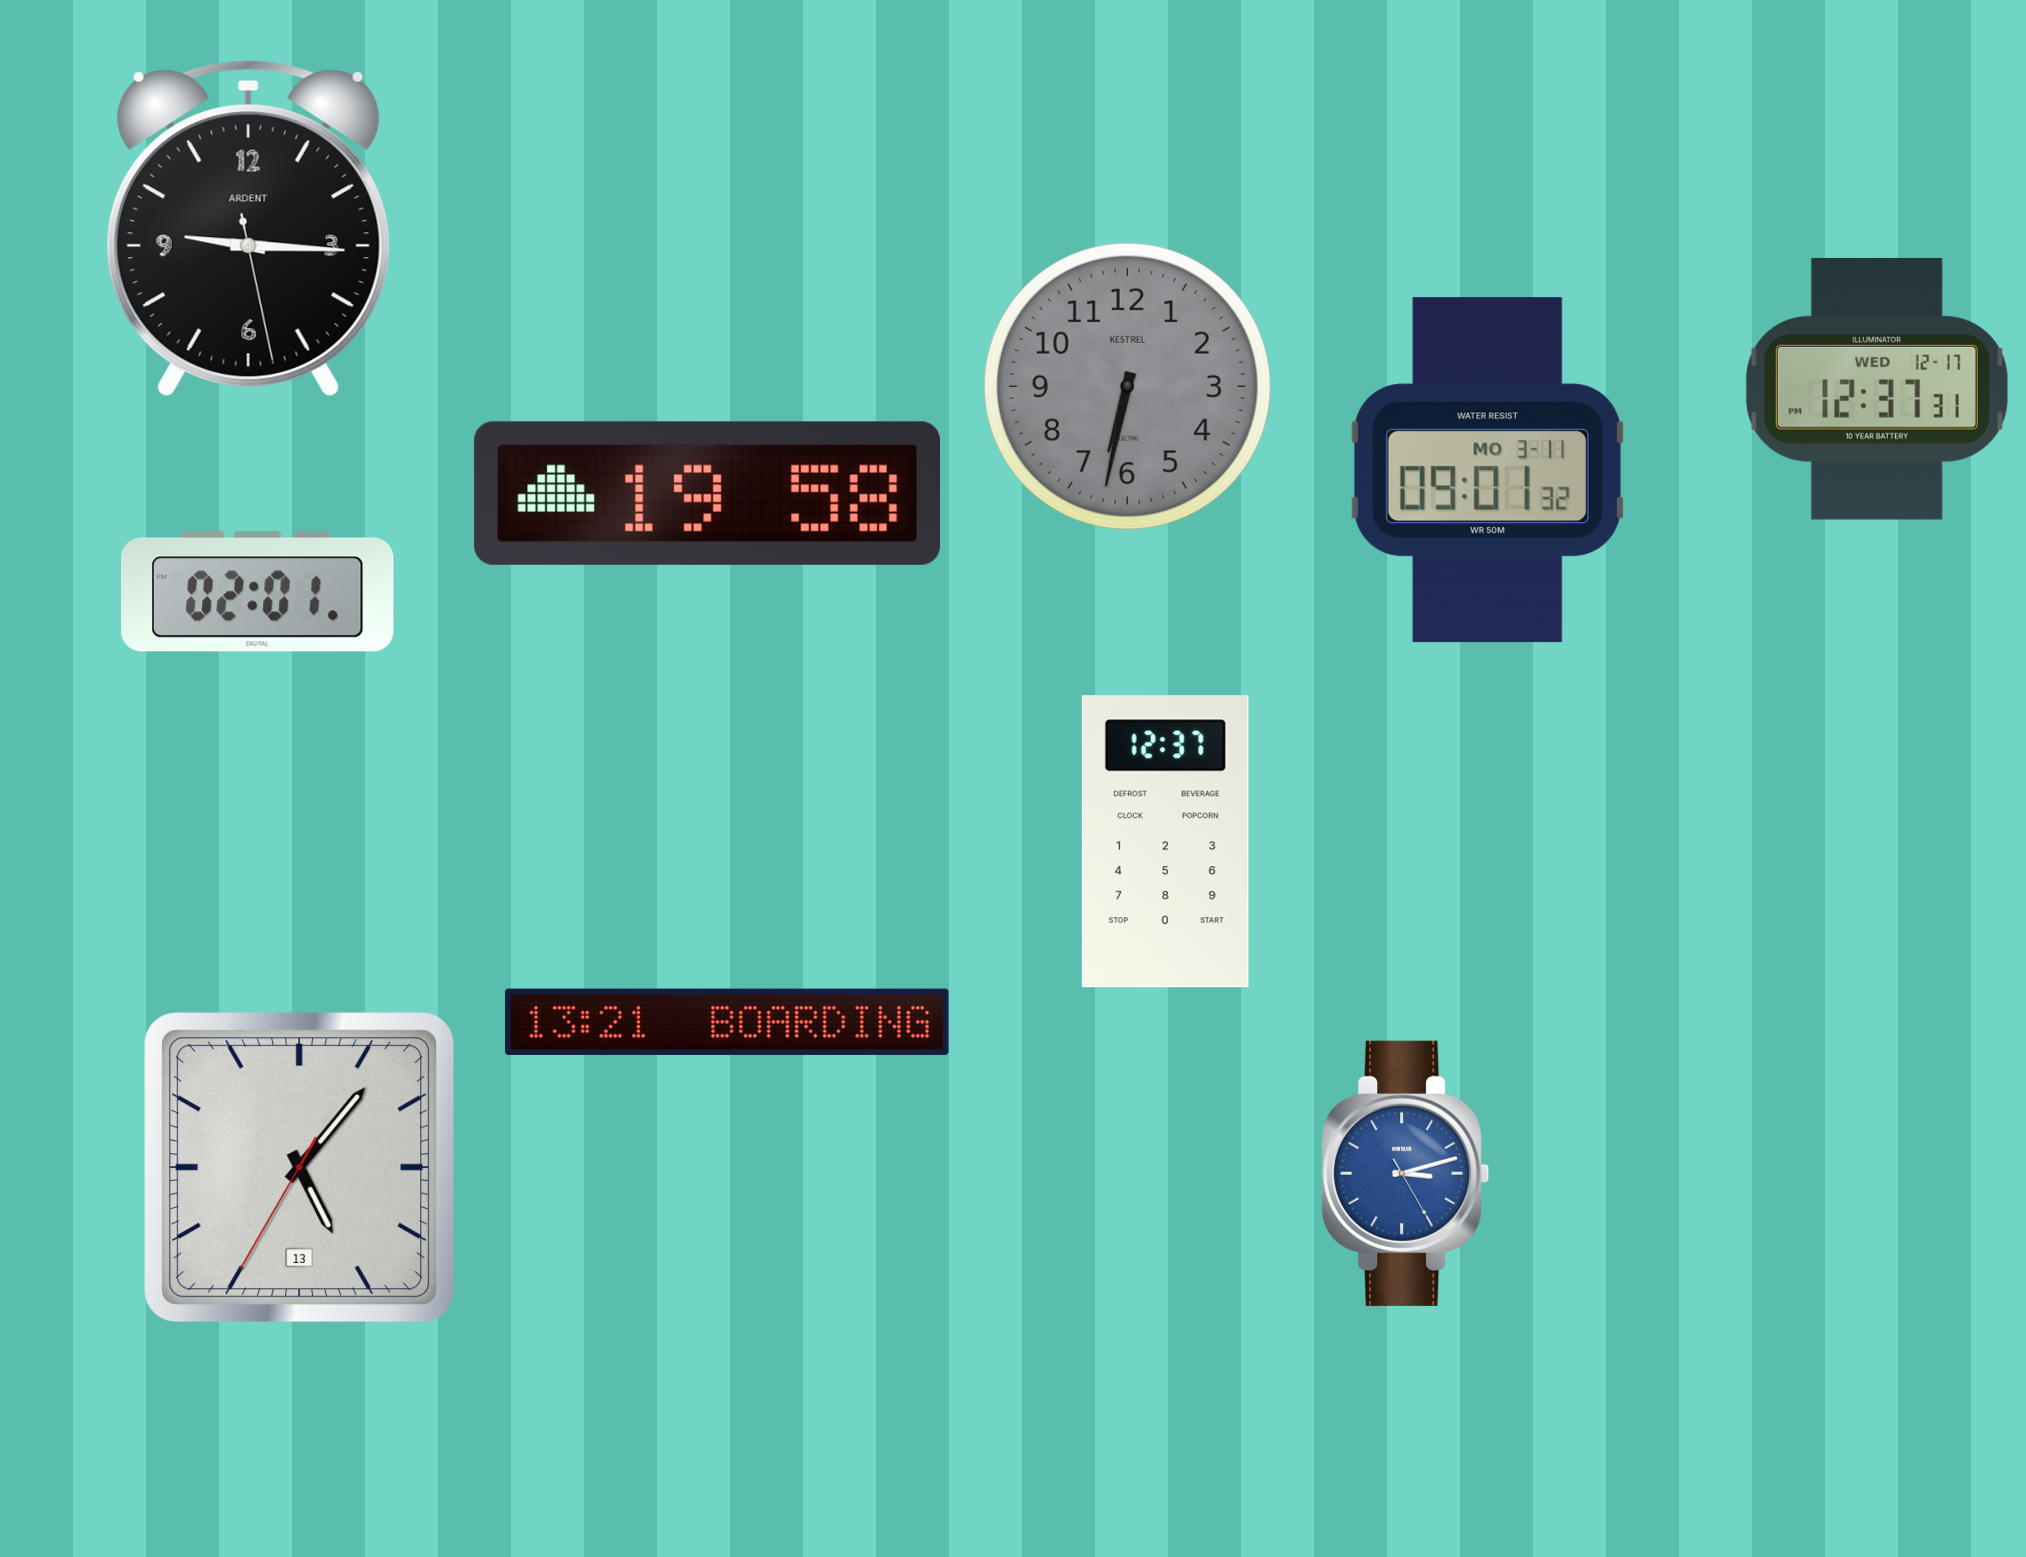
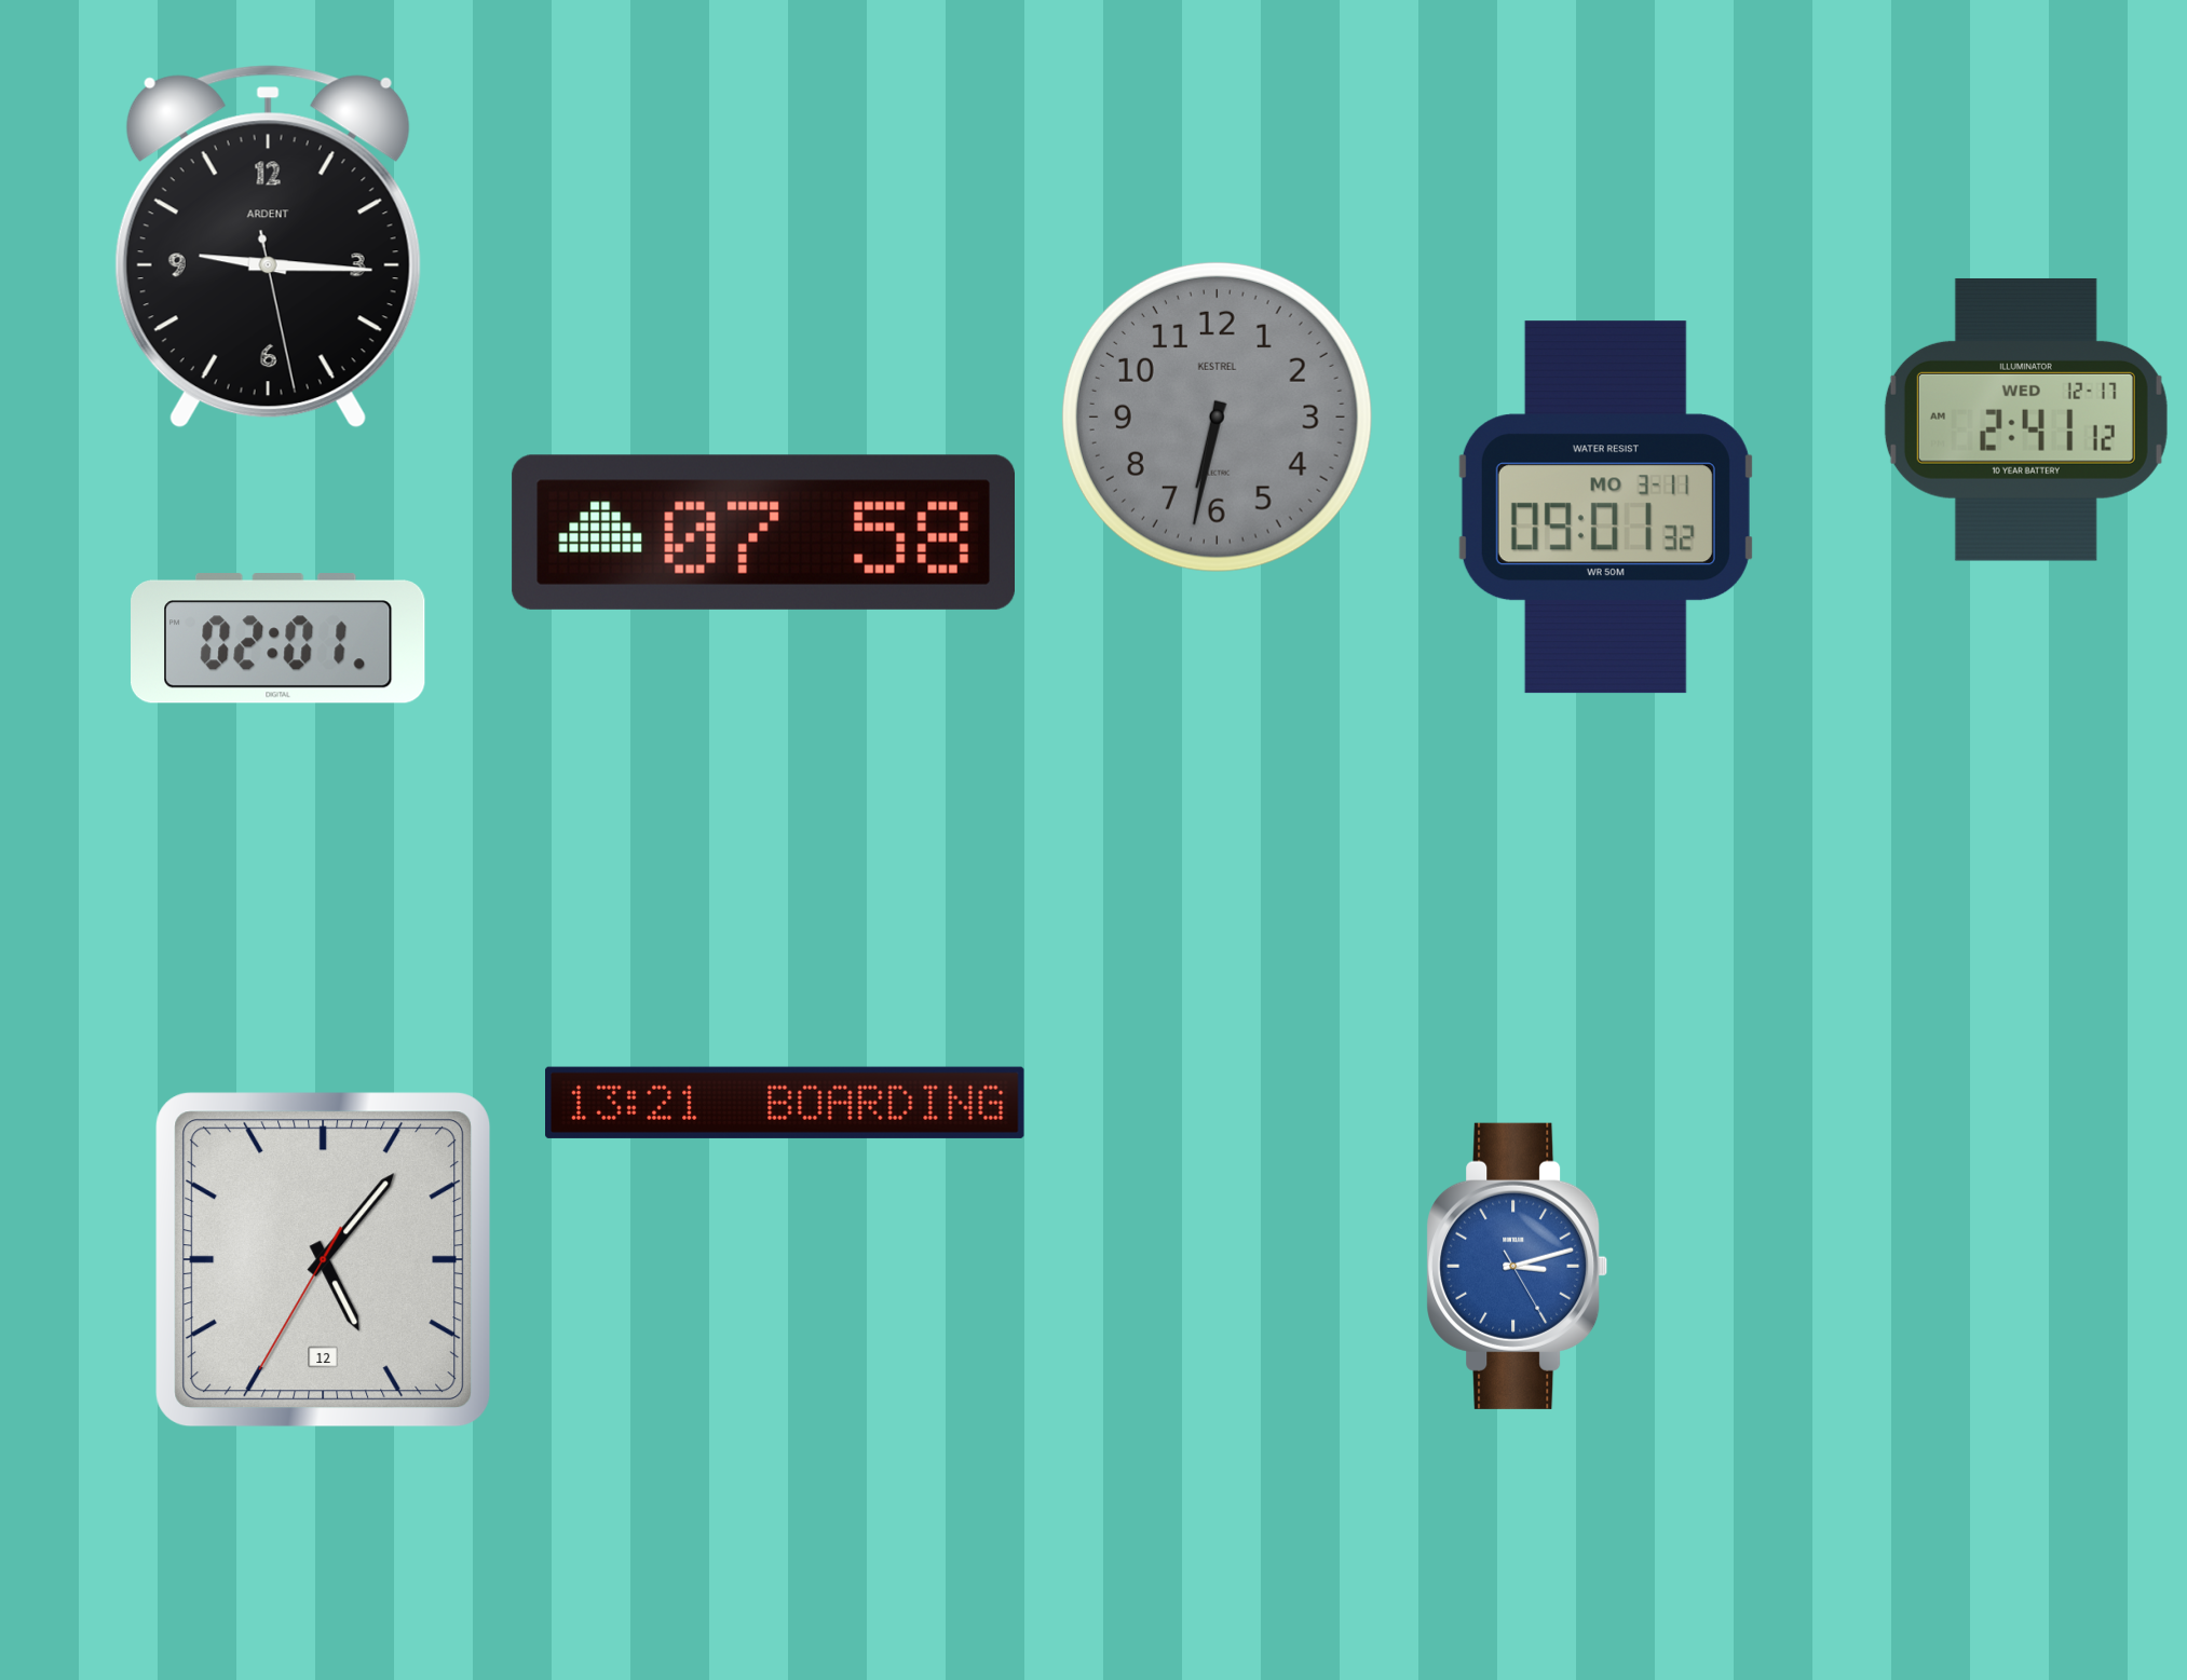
clock at (1877, 389): 12:37 -> 2:41
clock at (707, 493): 19:58 -> 07:58
clock at (1165, 842): 12:37 -> none
clock at (300, 1168) date: 13 -> 12
